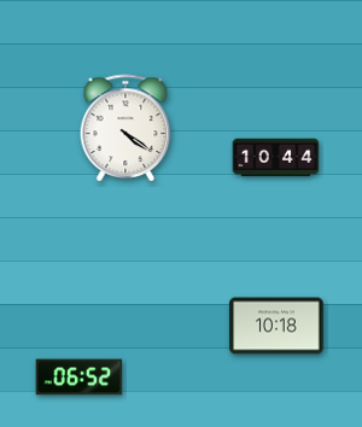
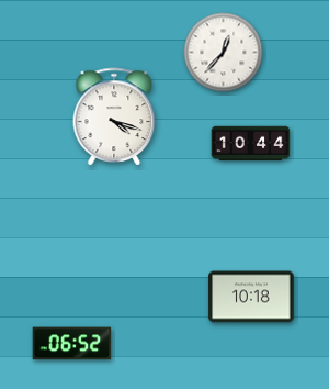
clock at (224, 53): none -> 12:37
clock at (125, 128): 4:21 -> 4:18
